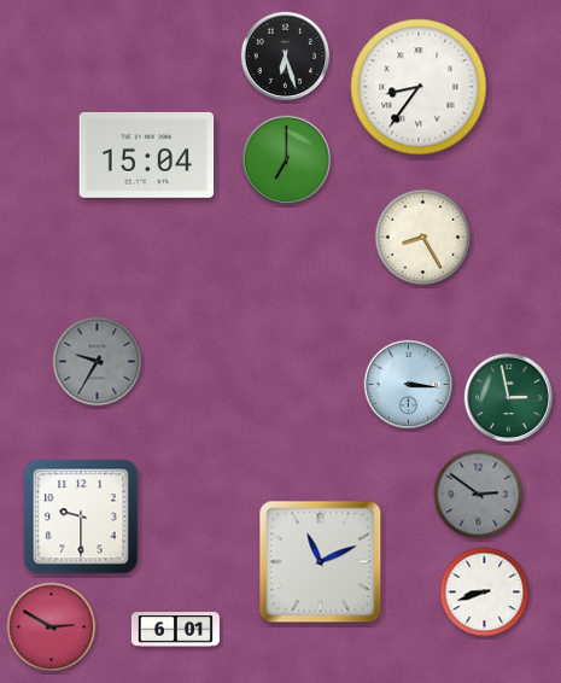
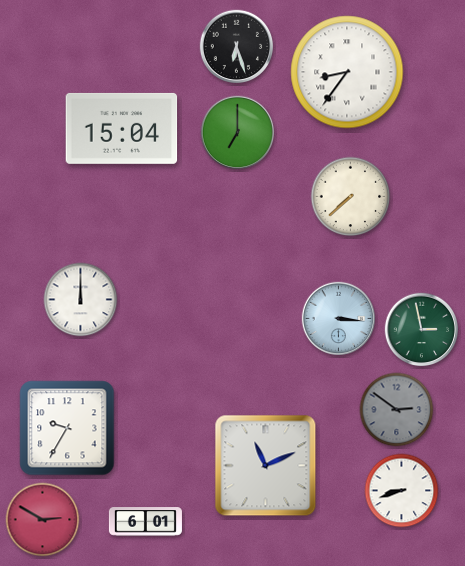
clock at (423, 238): 8:25 -> 7:38
clock at (98, 362): 9:35 -> 12:00
clock at (98, 362) dial: grey -> white
clock at (81, 516): 9:30 -> 9:35
